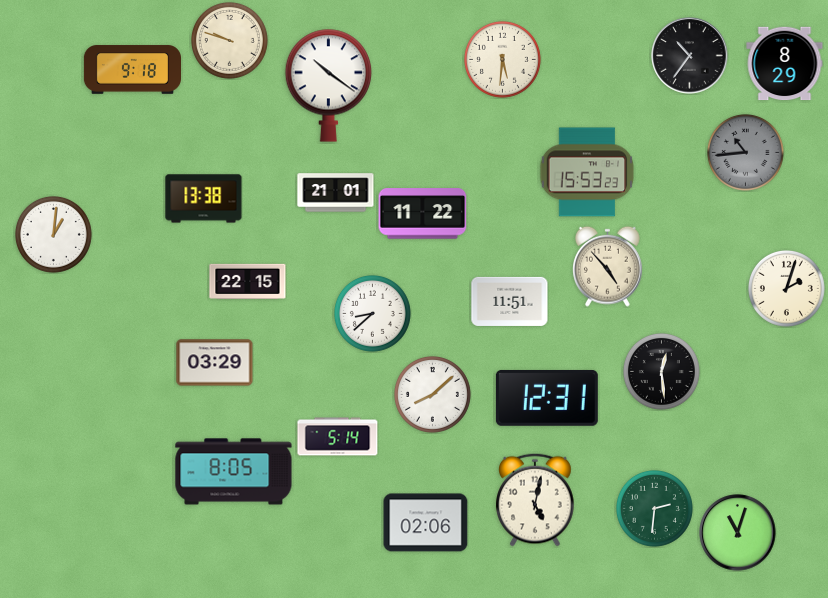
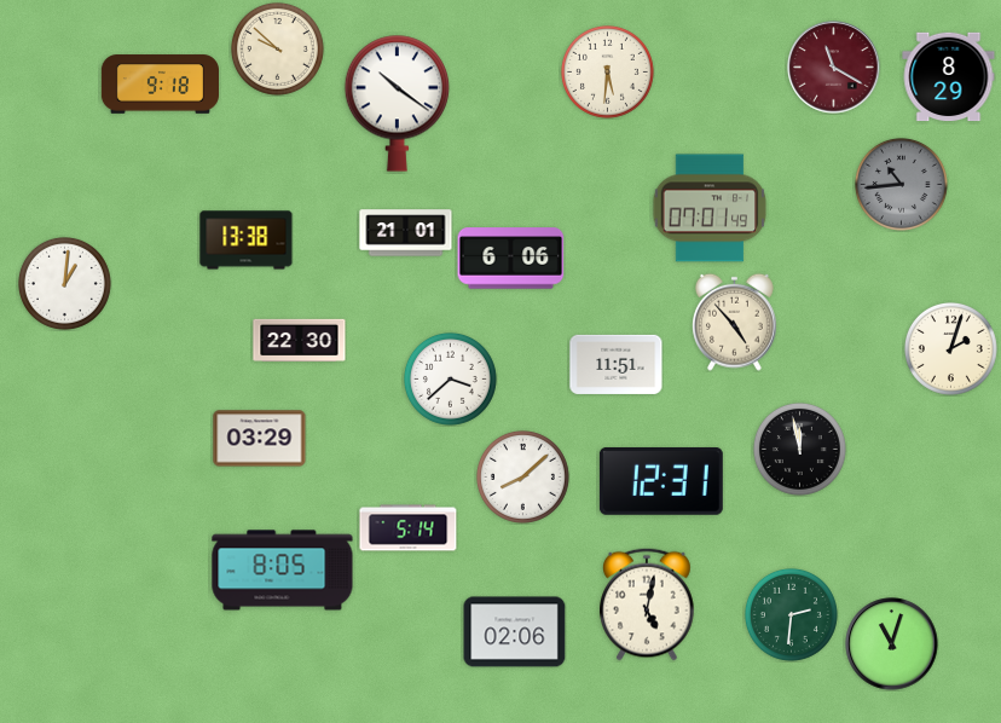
clock at (229, 40): 9:48 -> 9:52
clock at (690, 56): 10:36 -> 11:20
clock at (690, 56) dial: black -> burgundy
clock at (587, 172): 15:53 -> 07:01
clock at (423, 214): 11:22 -> 6:06
clock at (248, 281): 22:15 -> 22:30
clock at (372, 313): 8:38 -> 3:38
clock at (661, 371): 12:29 -> 11:58
